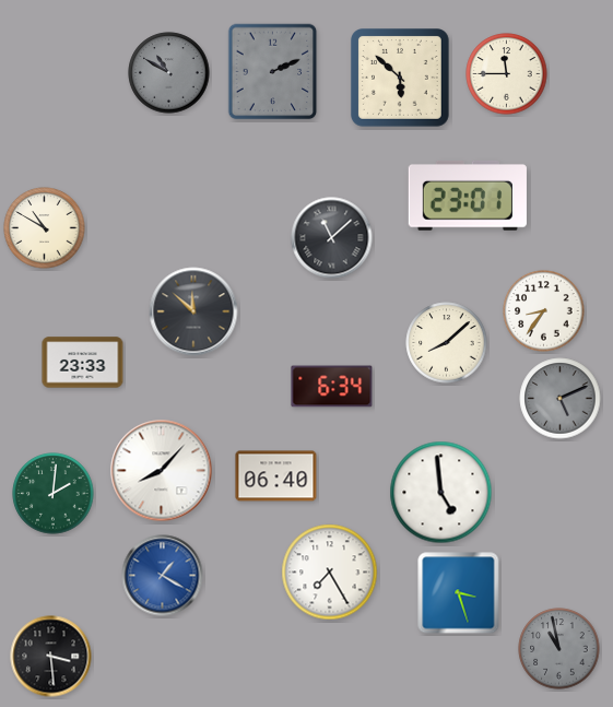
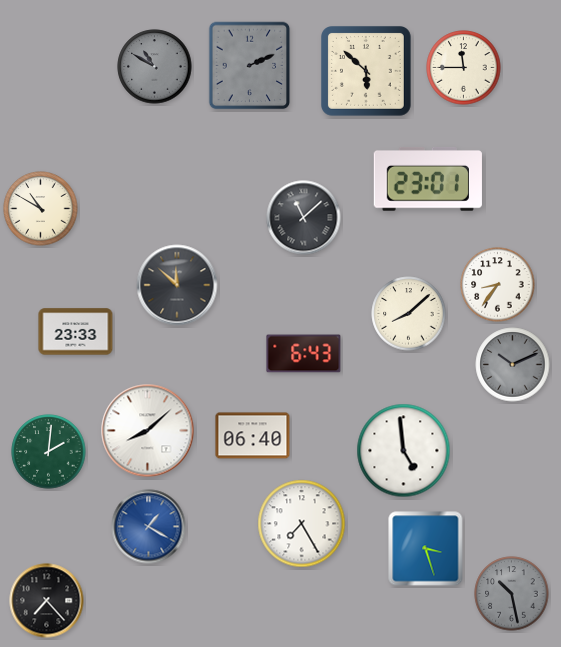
clock at (332, 387): 6:34 -> 6:43
clock at (561, 399): 5:11 -> 10:11
clock at (162, 471): 8:07 -> 8:08
clock at (459, 593) position: (459, 593) -> (426, 549)
clock at (559, 649): 10:58 -> 10:28
clock at (51, 657): 3:29 -> 7:23
